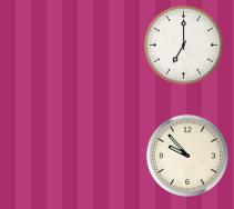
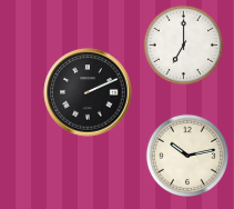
clock at (88, 92): none -> 2:11
clock at (186, 155): 9:53 -> 10:13
